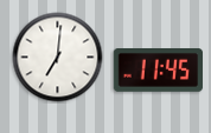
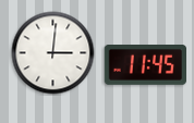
clock at (58, 58): 7:01 -> 3:01
